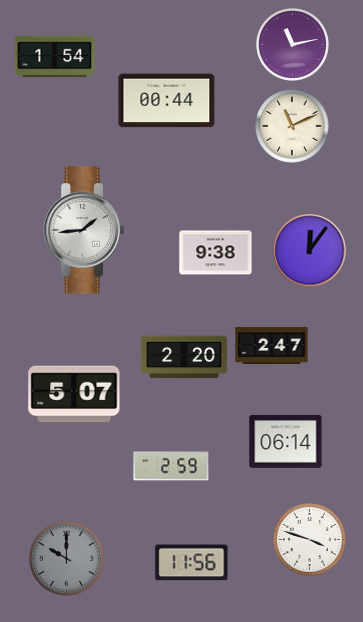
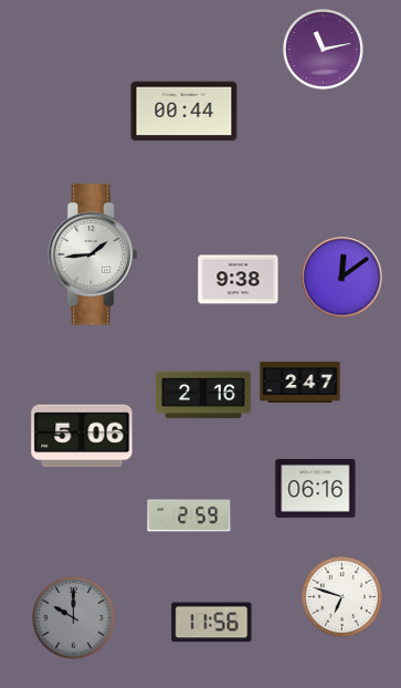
clock at (55, 57): 1:54 -> none
clock at (293, 127): 11:11 -> none
clock at (310, 251): 12:06 -> 12:09
clock at (184, 357): 2:20 -> 2:16
clock at (74, 394): 5:07 -> 5:06
clock at (286, 441): 06:14 -> 06:16
clock at (310, 540): 3:48 -> 6:48
